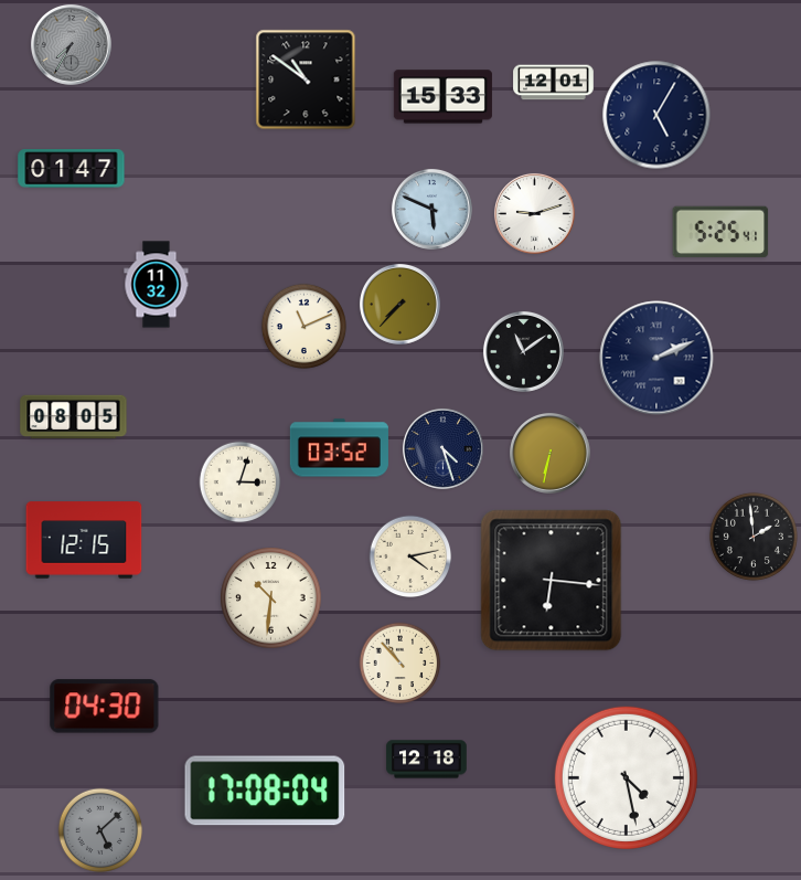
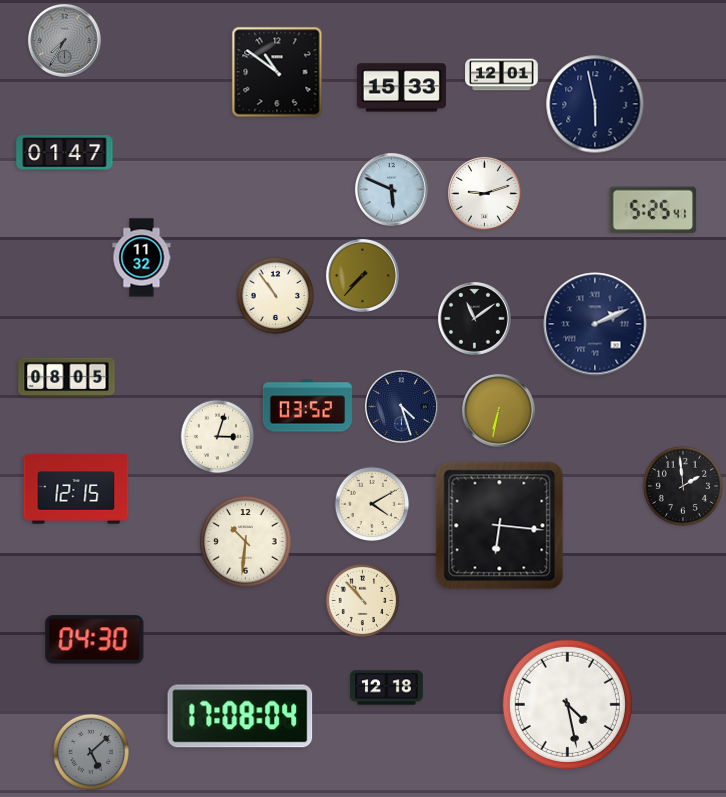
clock at (656, 115): 5:05 -> 5:58
clock at (303, 326): 11:11 -> 10:54
clock at (410, 556): 4:13 -> 4:10
